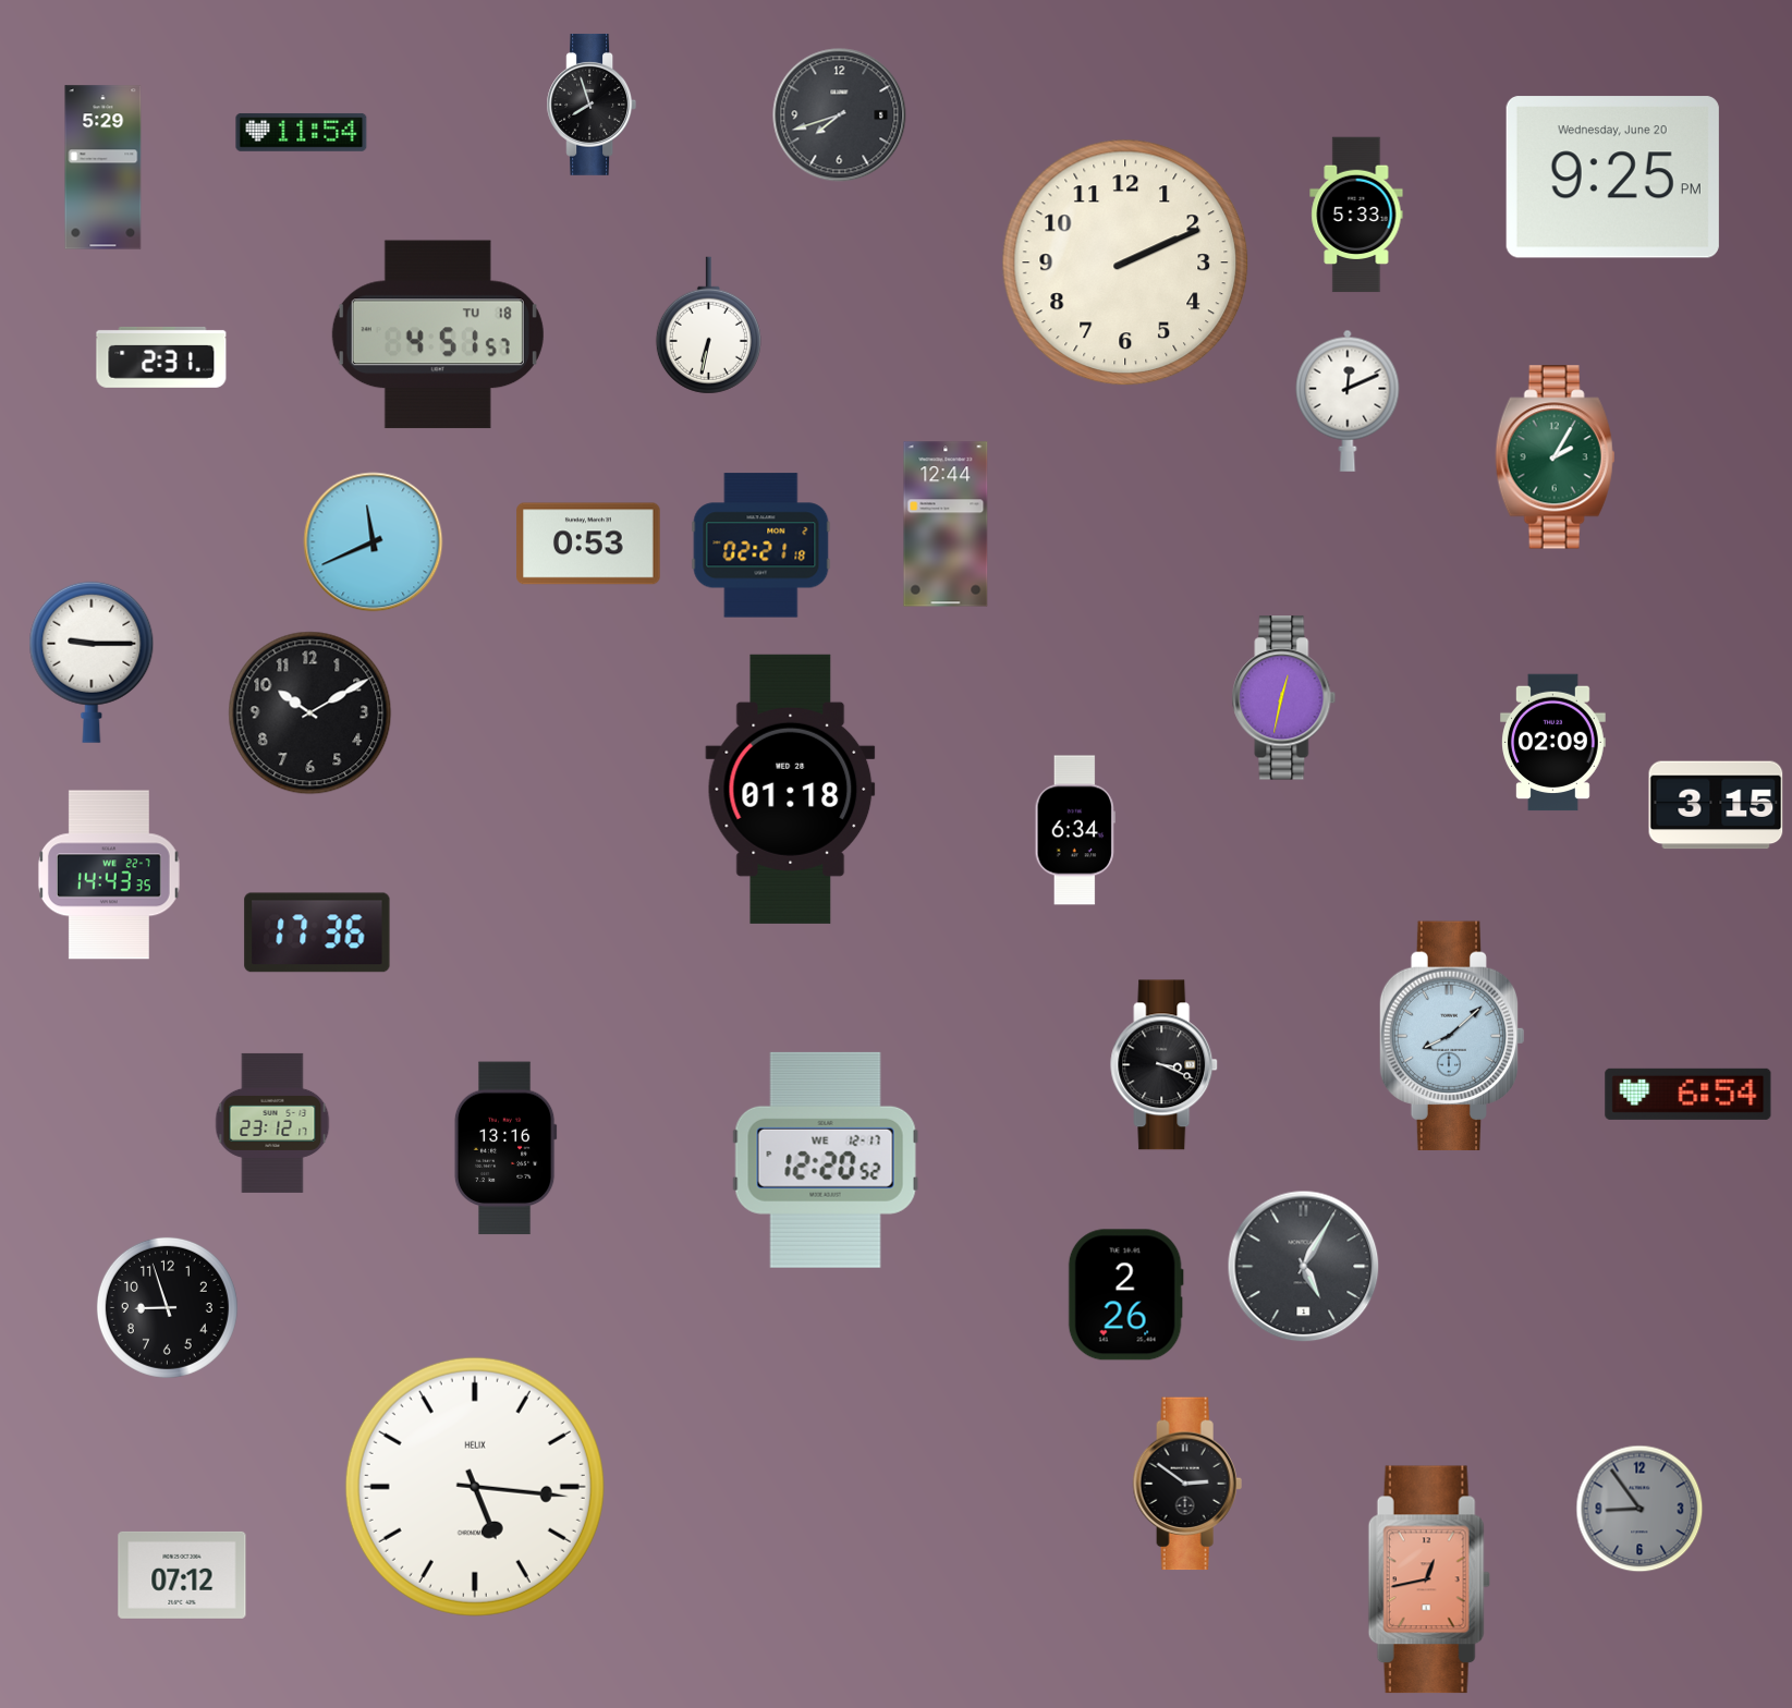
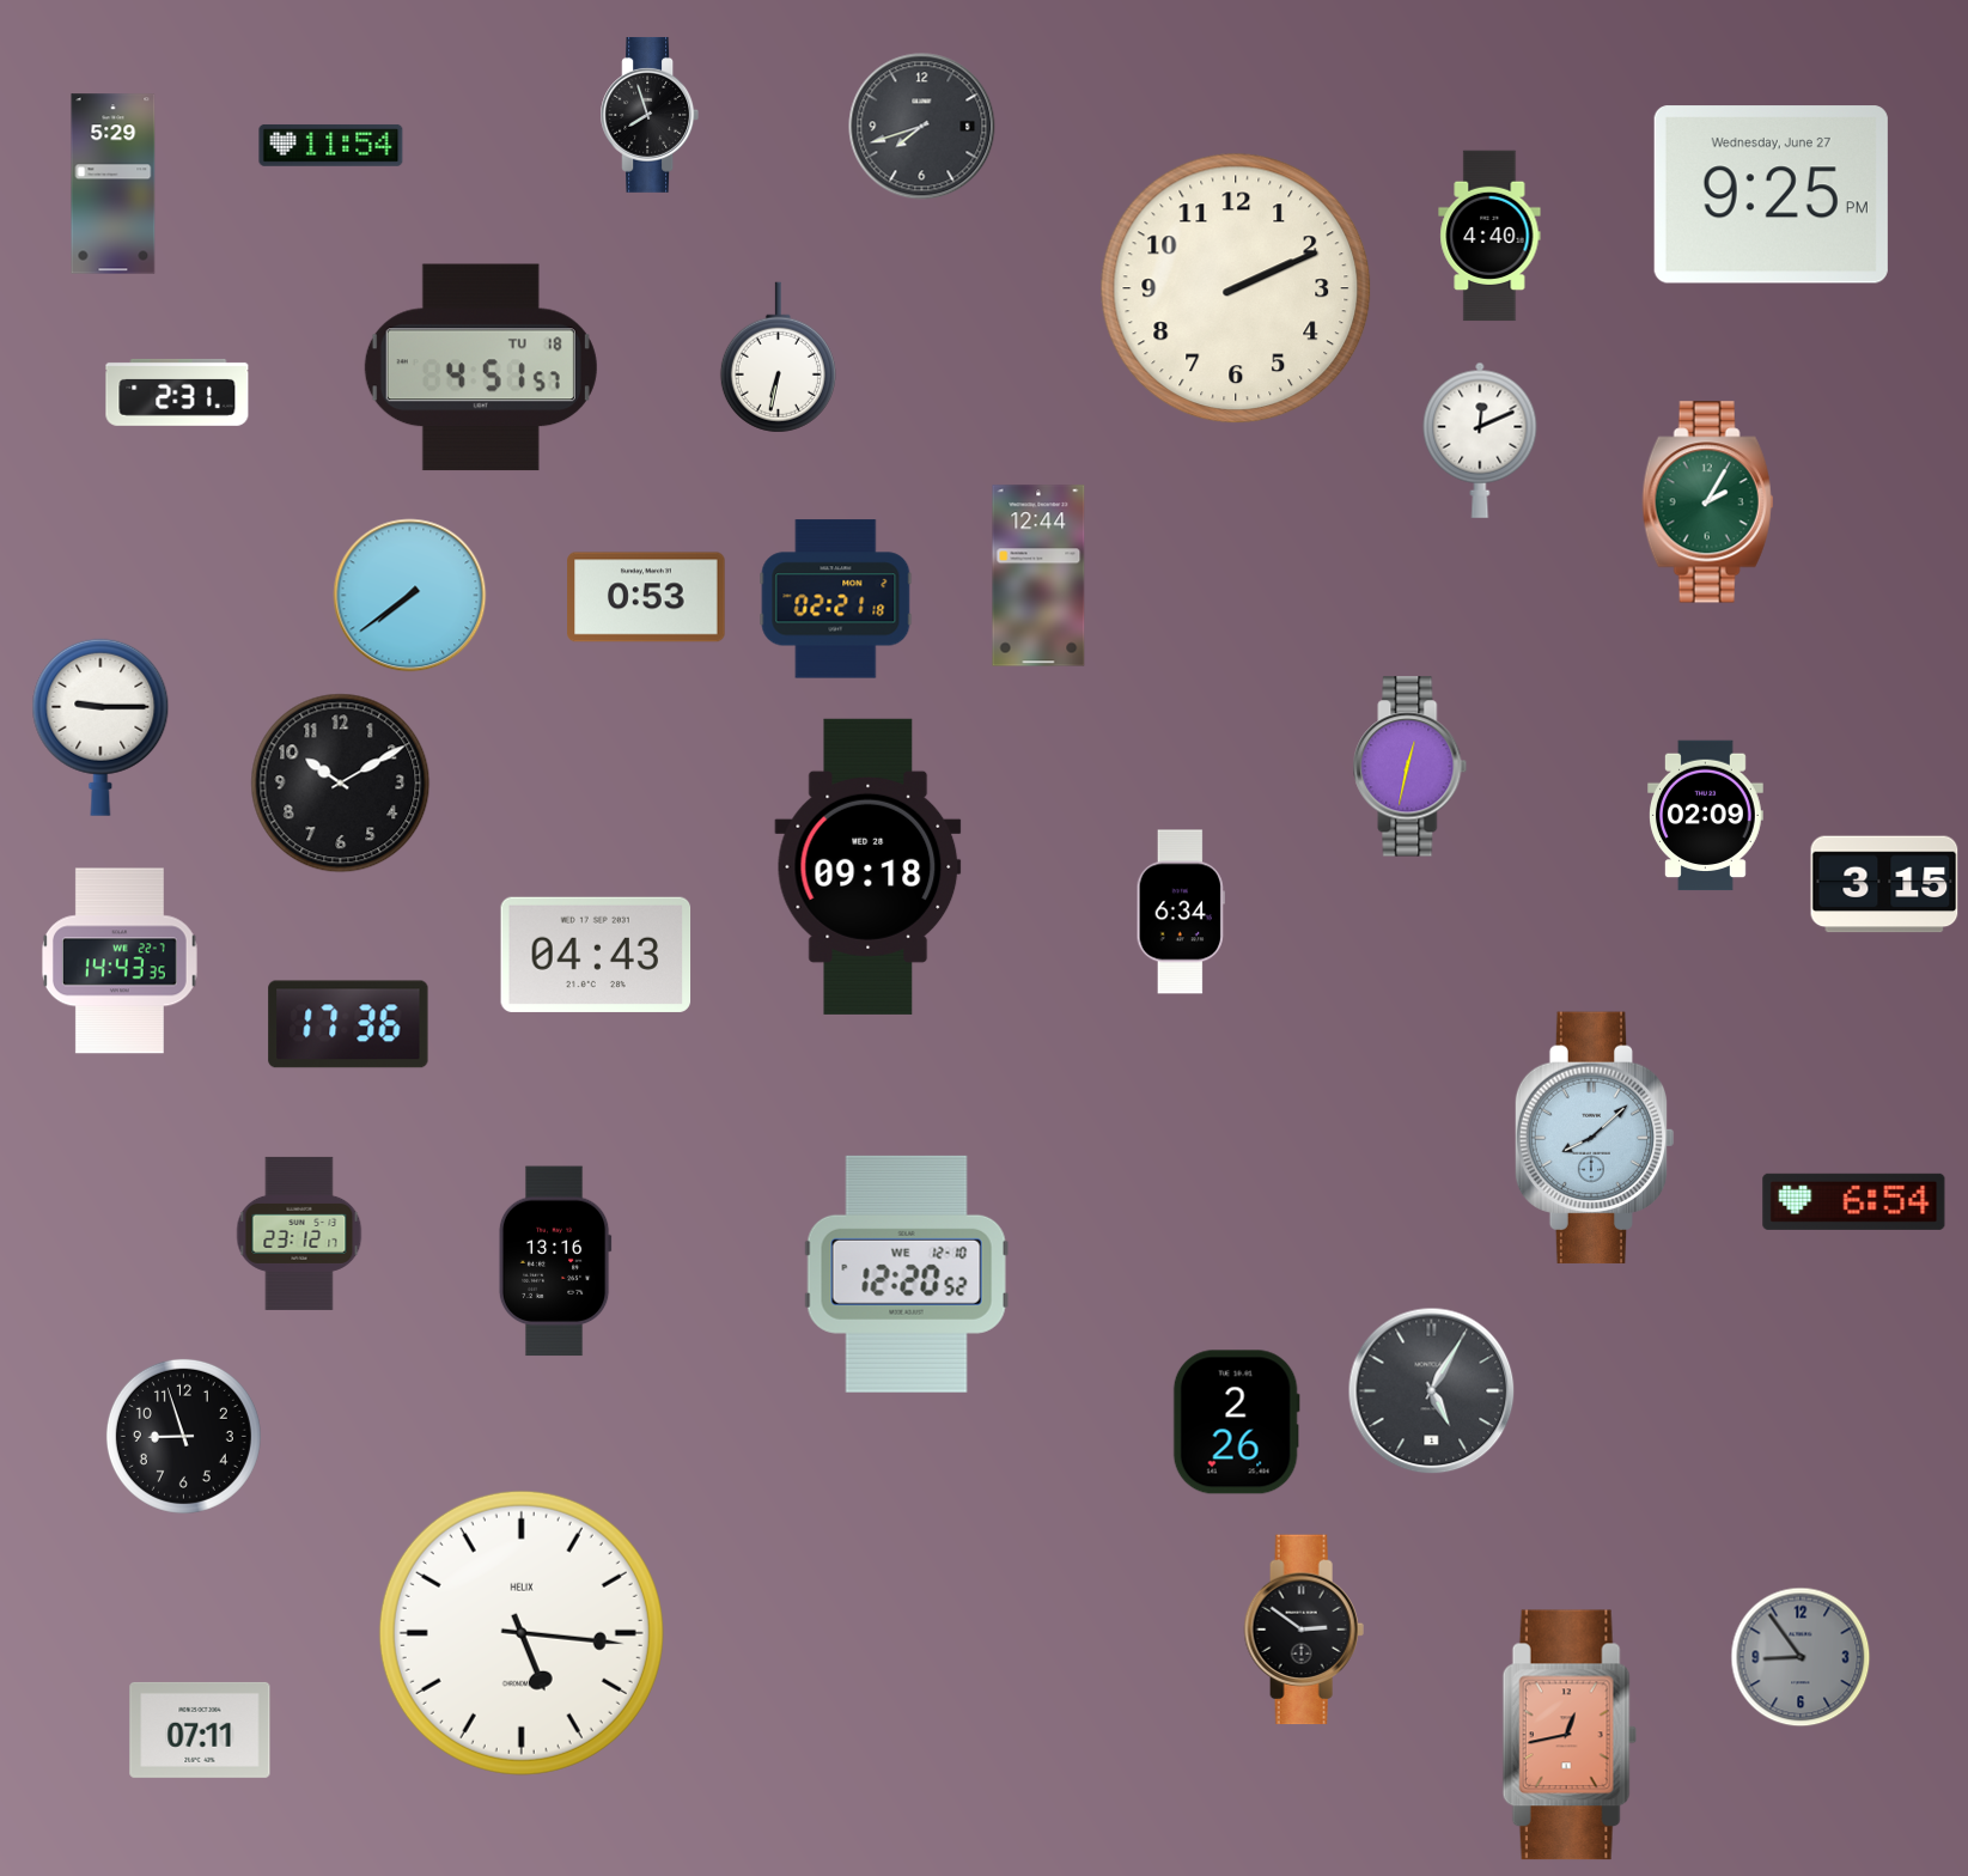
clock at (1612, 178) date: Wednesday, June 20 -> Wednesday, June 27
clock at (1356, 215): 5:33 -> 4:40
clock at (374, 542): 11:41 -> 7:39
clock at (791, 789): 01:18 -> 09:18
clock at (596, 955): none -> 04:43
clock at (1165, 1065): 3:19 -> none
clock at (826, 1160) date: WE 12-17 -> WE 12-10
clock at (182, 1575): 07:12 -> 07:11
